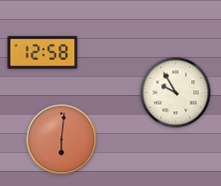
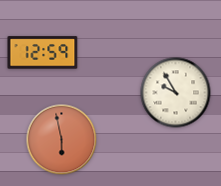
clock at (43, 53): 12:58 -> 12:59
clock at (62, 140): 6:01 -> 5:58
